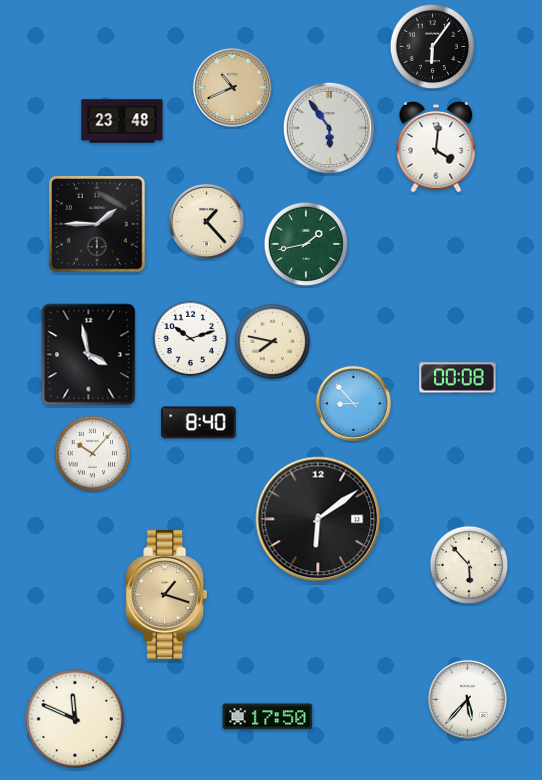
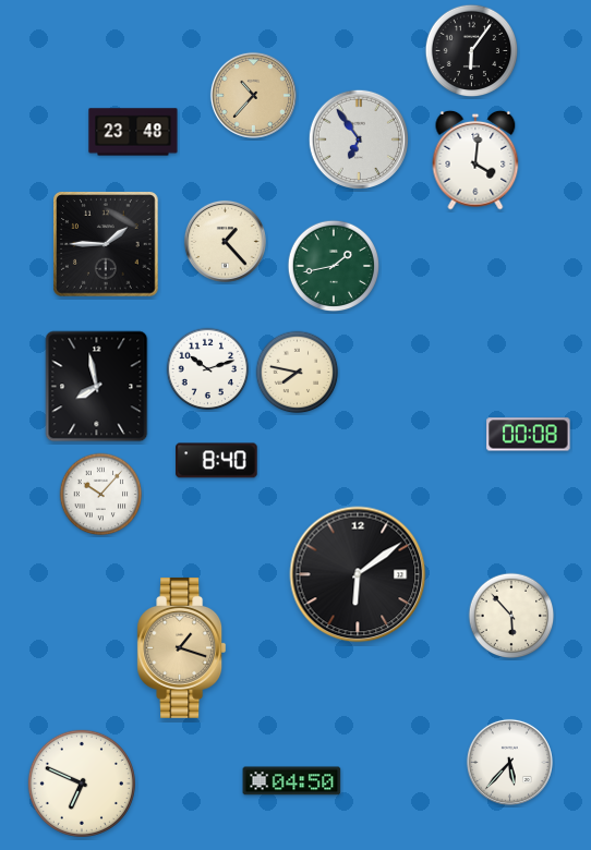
clock at (232, 87): 10:41 -> 10:37
clock at (328, 127): 5:54 -> 6:54
clock at (89, 355): 3:58 -> 7:58
clock at (458, 378) position: (458, 378) -> (529, 435)
clock at (353, 403): 8:53 -> none
clock at (318, 519) position: (318, 519) -> (358, 574)
clock at (268, 717): 17:50 -> 04:50
clock at (75, 719): 11:49 -> 6:49
